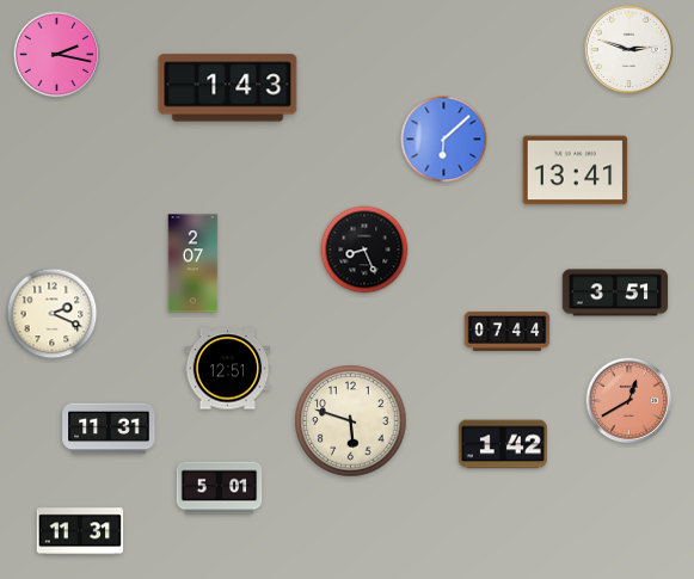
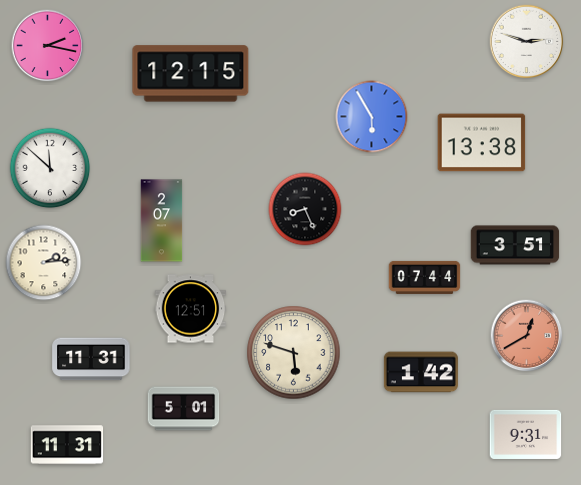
clock at (228, 88): 1:43 -> 12:15
clock at (444, 140): 6:08 -> 5:55
clock at (576, 171): 13:41 -> 13:38
clock at (50, 168): none -> 11:52
clock at (53, 314): 2:19 -> 2:14
clock at (526, 434): none -> 9:31
